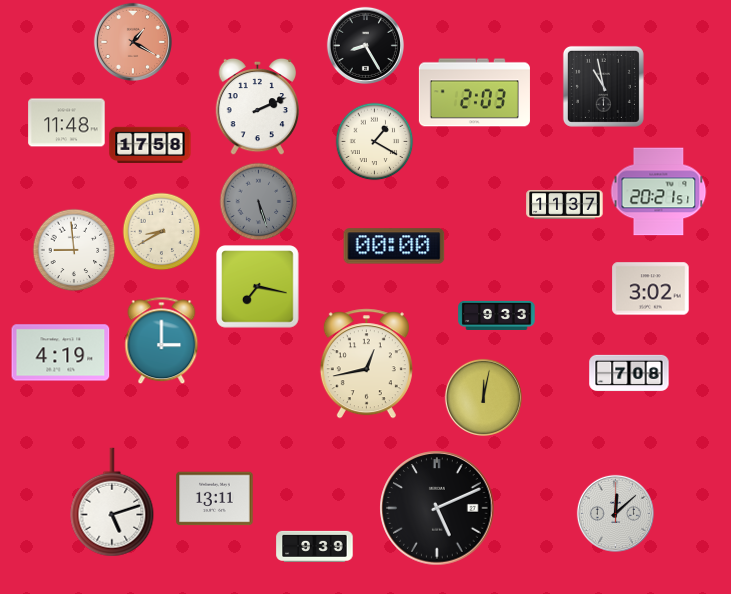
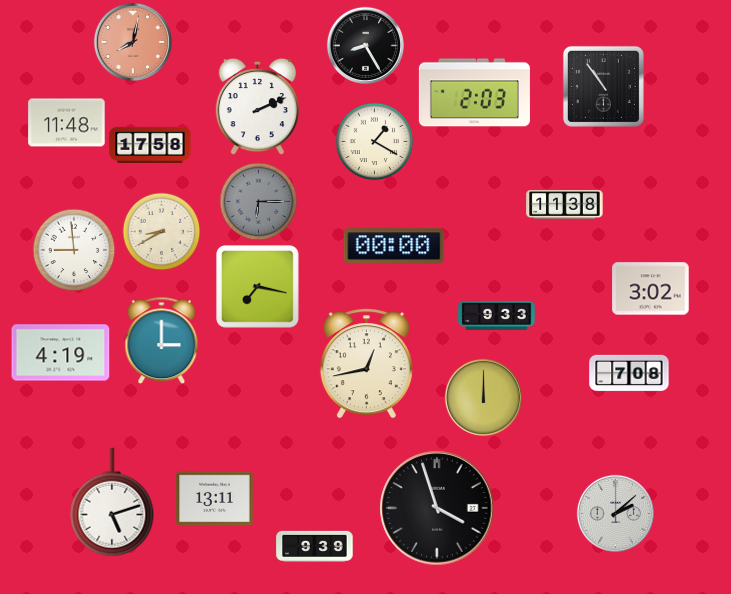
clock at (133, 42): 1:20 -> 8:02
clock at (603, 86): 10:58 -> 10:54
clock at (659, 192): 20:21 -> none
clock at (258, 201): 5:27 -> 6:15
clock at (565, 205): 11:37 -> 11:38
clock at (483, 397): 12:02 -> 12:00
clock at (437, 508): 5:11 -> 3:57
clock at (615, 513): 12:08 -> 2:08
